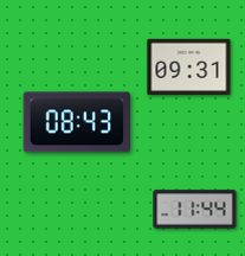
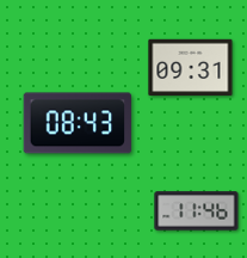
clock at (195, 210): 11:44 -> 11:46
